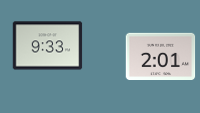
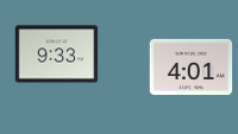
clock at (161, 56): 2:01 -> 4:01
